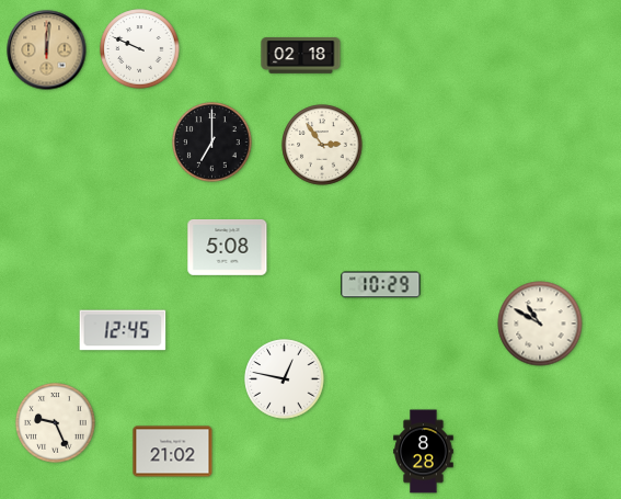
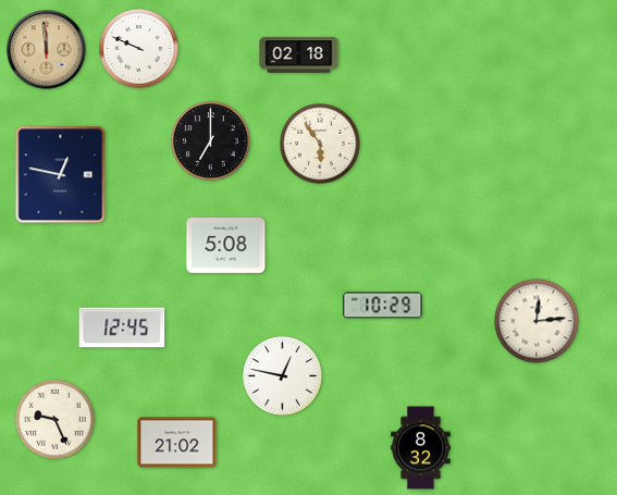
clock at (47, 50): 12:01 -> 11:59
clock at (322, 145): 2:54 -> 5:54
clock at (61, 175): none -> 12:47
clock at (381, 285) position: (381, 285) -> (383, 306)
clock at (540, 324): 10:50 -> 12:14
clock at (173, 452) position: (173, 452) -> (177, 443)
clock at (424, 452): 8:28 -> 8:32
